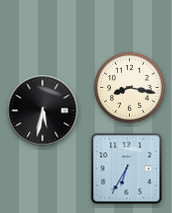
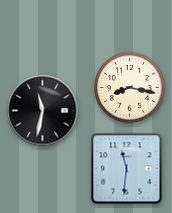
clock at (43, 111): 5:32 -> 11:32
clock at (127, 169): 6:35 -> 11:31
